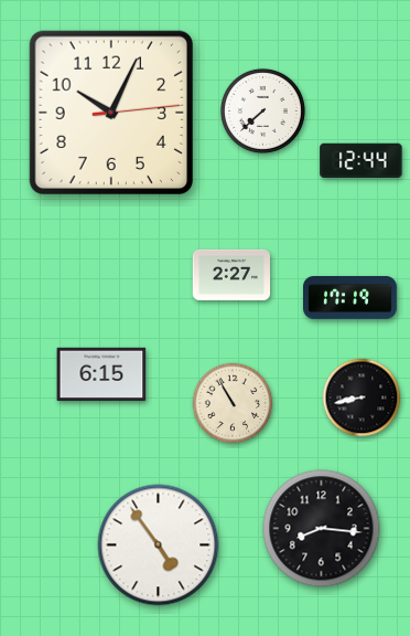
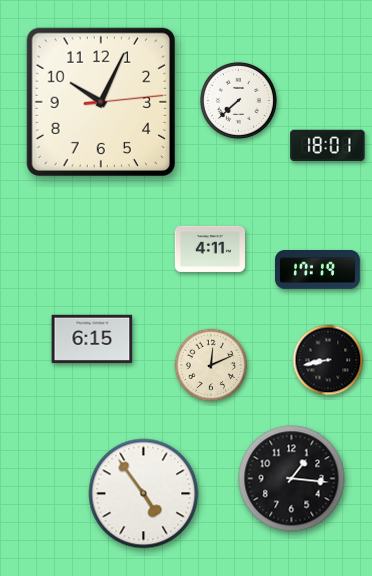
clock at (362, 160): 12:44 -> 18:01
clock at (230, 275): 2:27 -> 4:11
clock at (233, 403): 10:55 -> 12:11
clock at (322, 529): 8:16 -> 1:16
